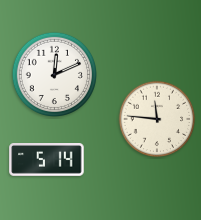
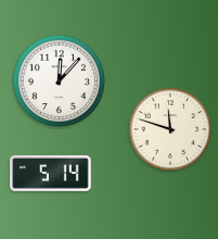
clock at (54, 74): 12:11 -> 12:07
clock at (157, 119): 11:46 -> 11:48
